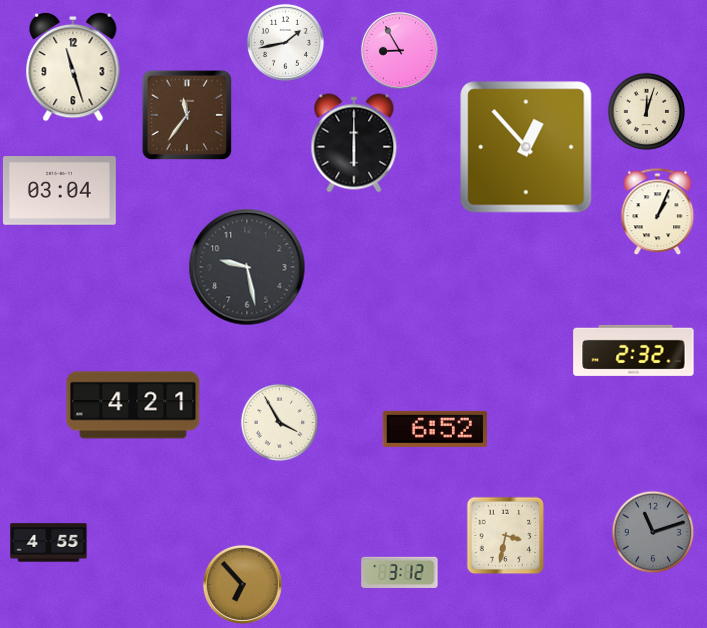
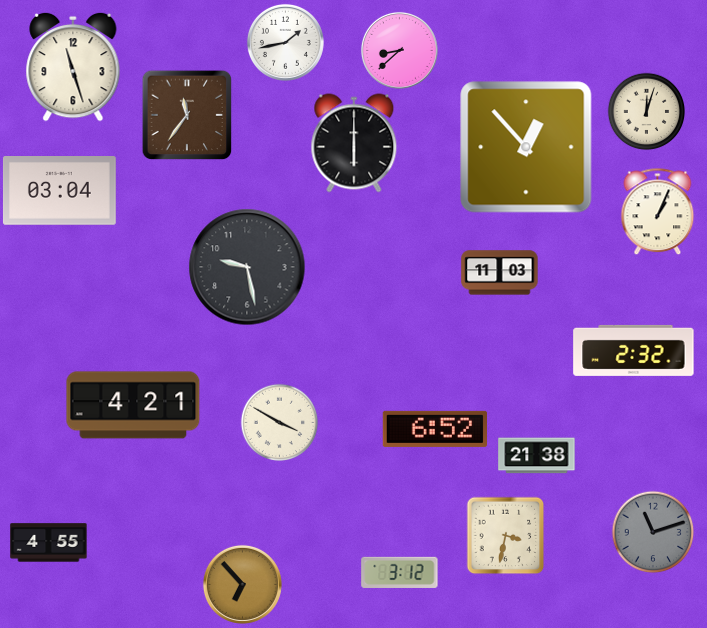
clock at (399, 50): 8:55 -> 8:38
clock at (500, 273): none -> 11:03
clock at (279, 422): 3:55 -> 3:50
clock at (537, 456): none -> 21:38
